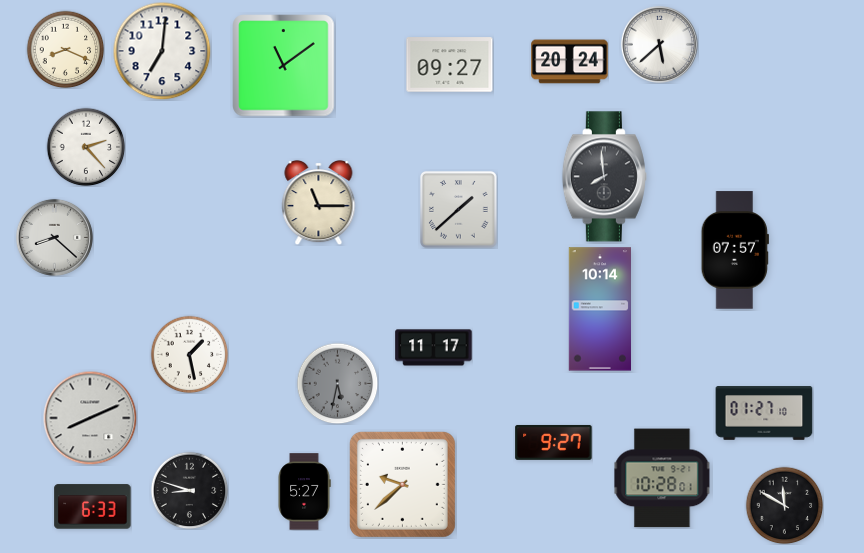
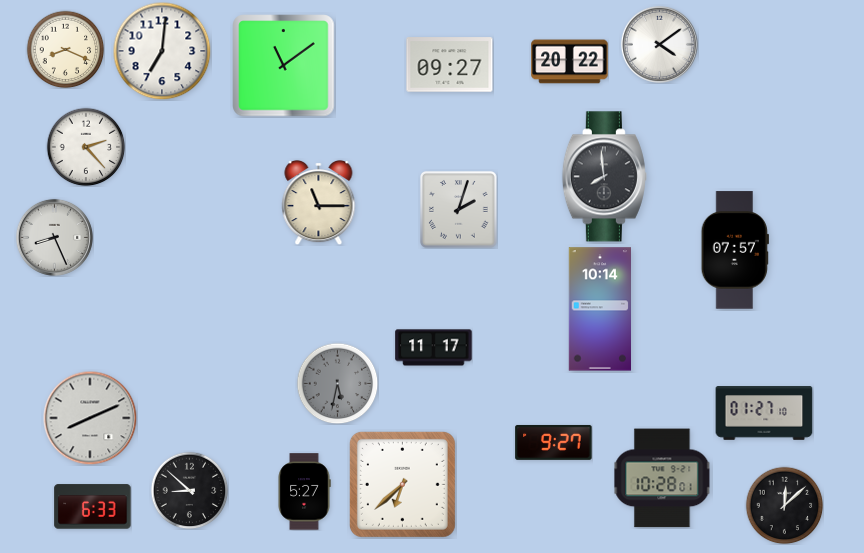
clock at (659, 44): 5:38 -> 4:09
clock at (570, 62): 20:24 -> 20:22
clock at (459, 210): 1:38 -> 2:03
clock at (54, 237): 8:22 -> 8:26
clock at (189, 354): 1:28 -> none
clock at (402, 484): 9:38 -> 6:38
clock at (189, 490): 8:48 -> 8:52
clock at (784, 505): 11:50 -> 12:08
